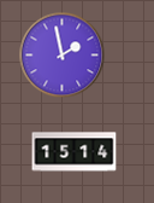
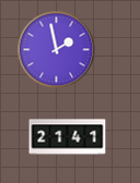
clock at (75, 152): 15:14 -> 21:41
